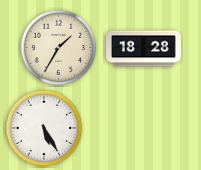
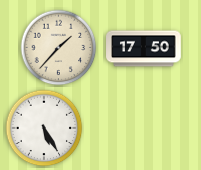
clock at (59, 48): 1:35 -> 1:37
clock at (144, 49): 18:28 -> 17:50
